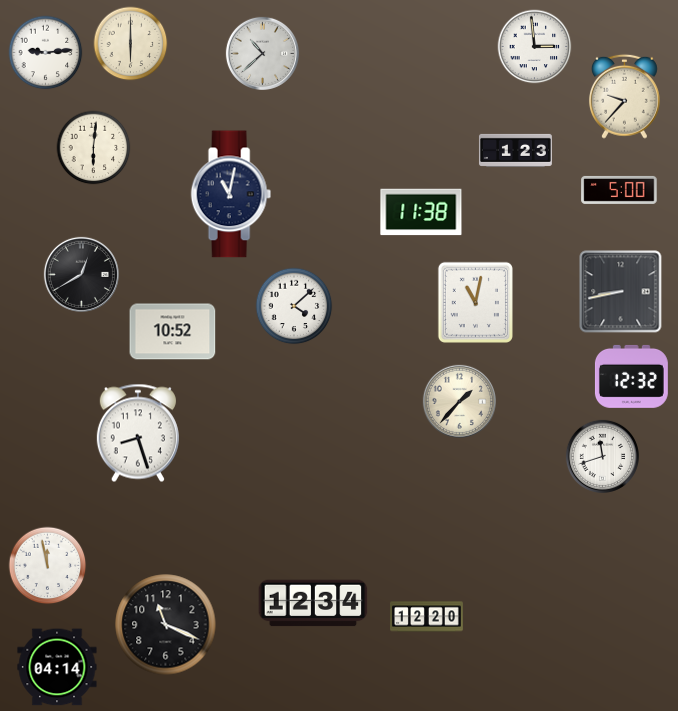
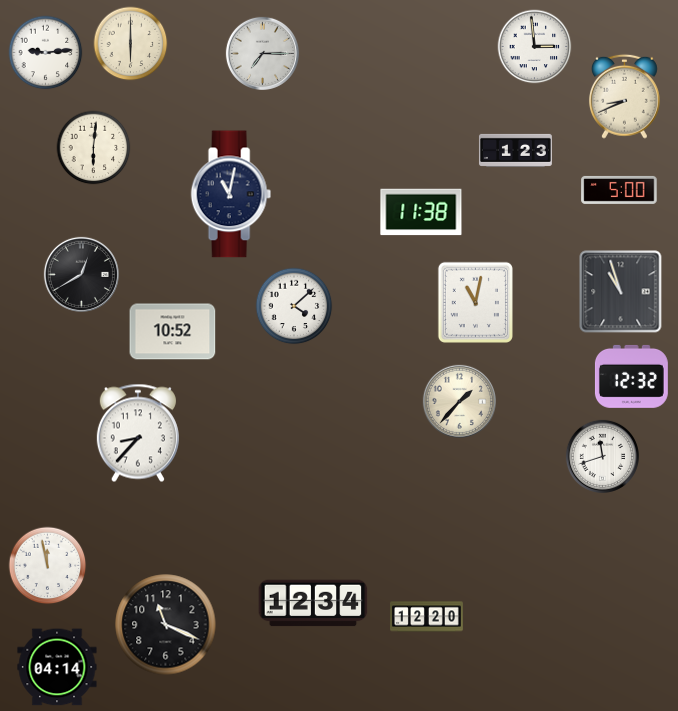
clock at (262, 53): 10:38 -> 7:15
clock at (624, 96): 9:37 -> 8:41
clock at (621, 292): 8:43 -> 10:57
clock at (138, 433): 8:27 -> 8:37
